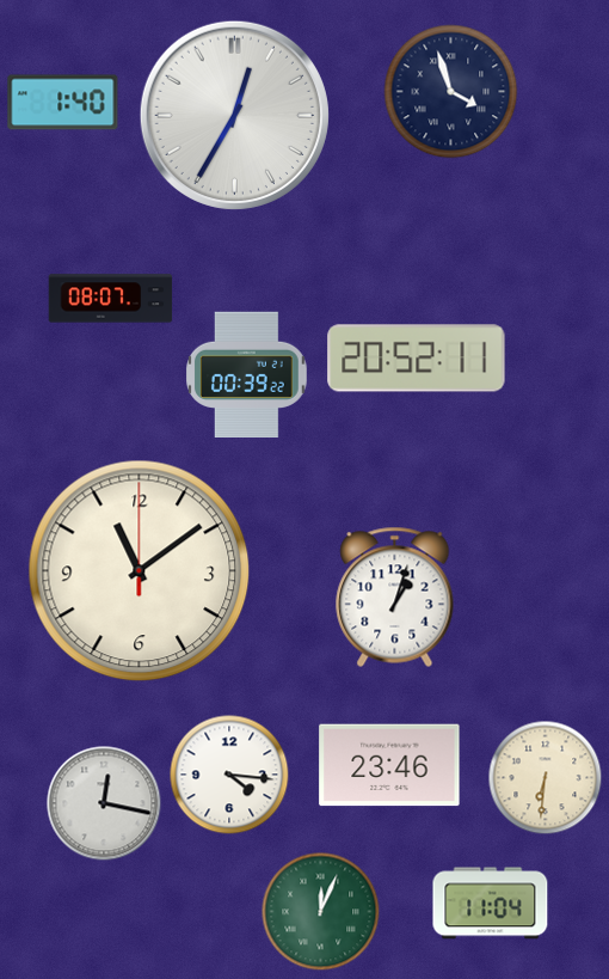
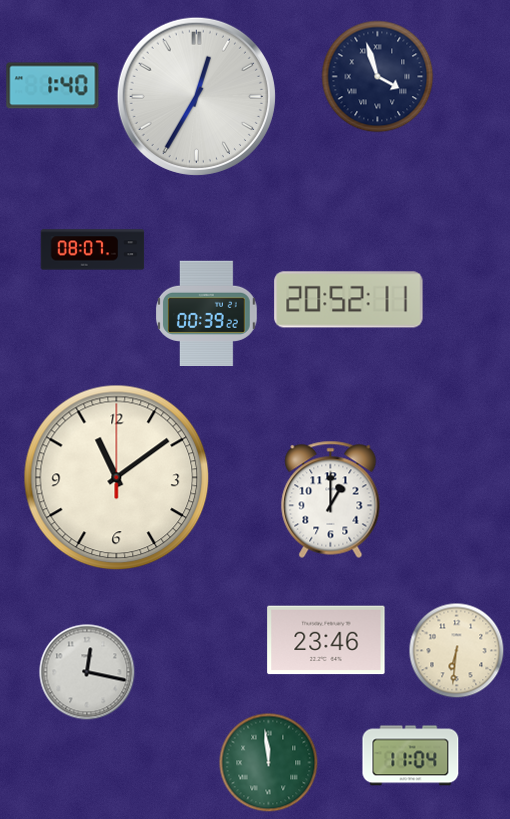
clock at (395, 596): 1:03 -> 1:00
clock at (229, 775): 4:16 -> none
clock at (321, 912): 12:04 -> 11:59
